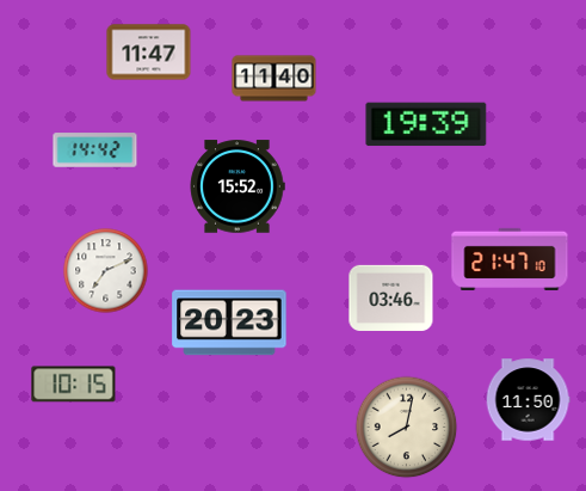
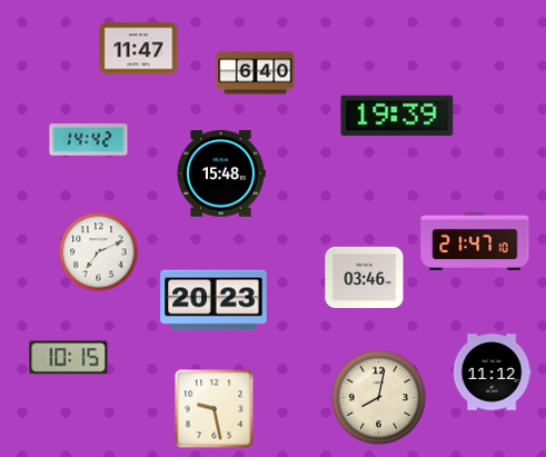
clock at (275, 79): 11:40 -> 6:40
clock at (238, 186): 15:52 -> 15:48
clock at (528, 400): 11:50 -> 11:12
clock at (215, 409): none -> 9:28
